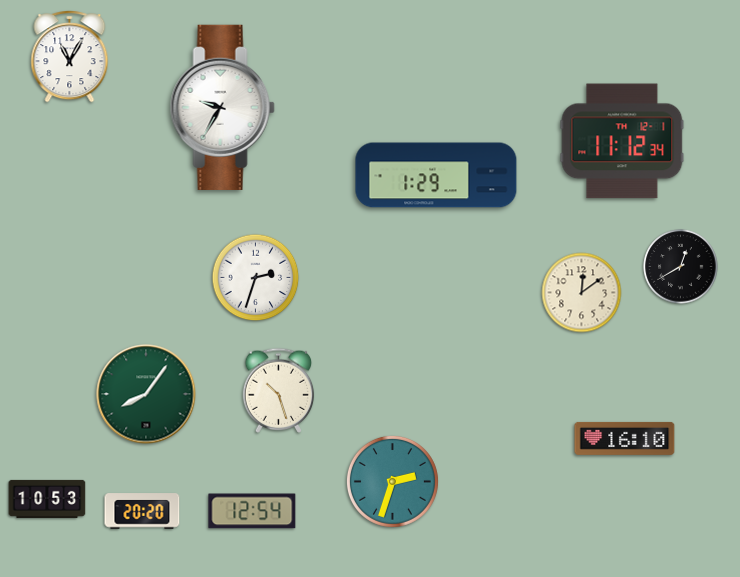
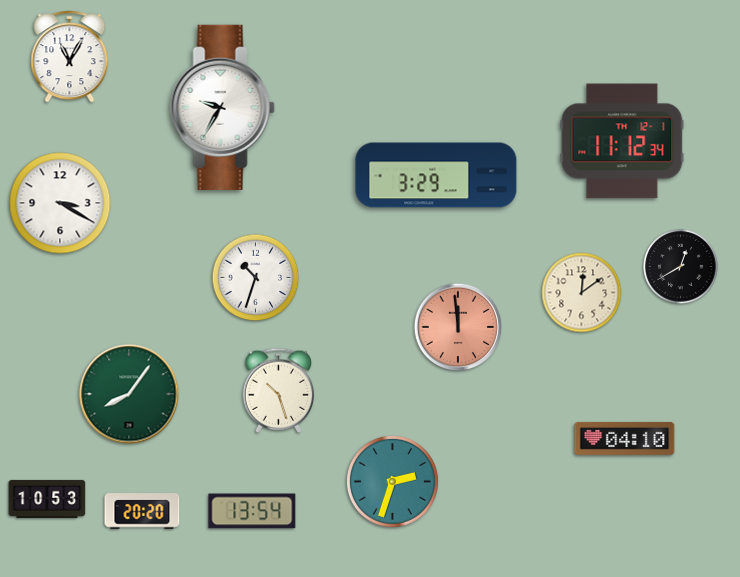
clock at (436, 175): 1:29 -> 3:29
clock at (60, 203): none -> 3:20
clock at (256, 278): 2:33 -> 10:33
clock at (458, 327): none -> 11:59
clock at (146, 394) position: (146, 394) -> (129, 394)
clock at (625, 438): 16:10 -> 04:10
clock at (252, 511): 12:54 -> 13:54
